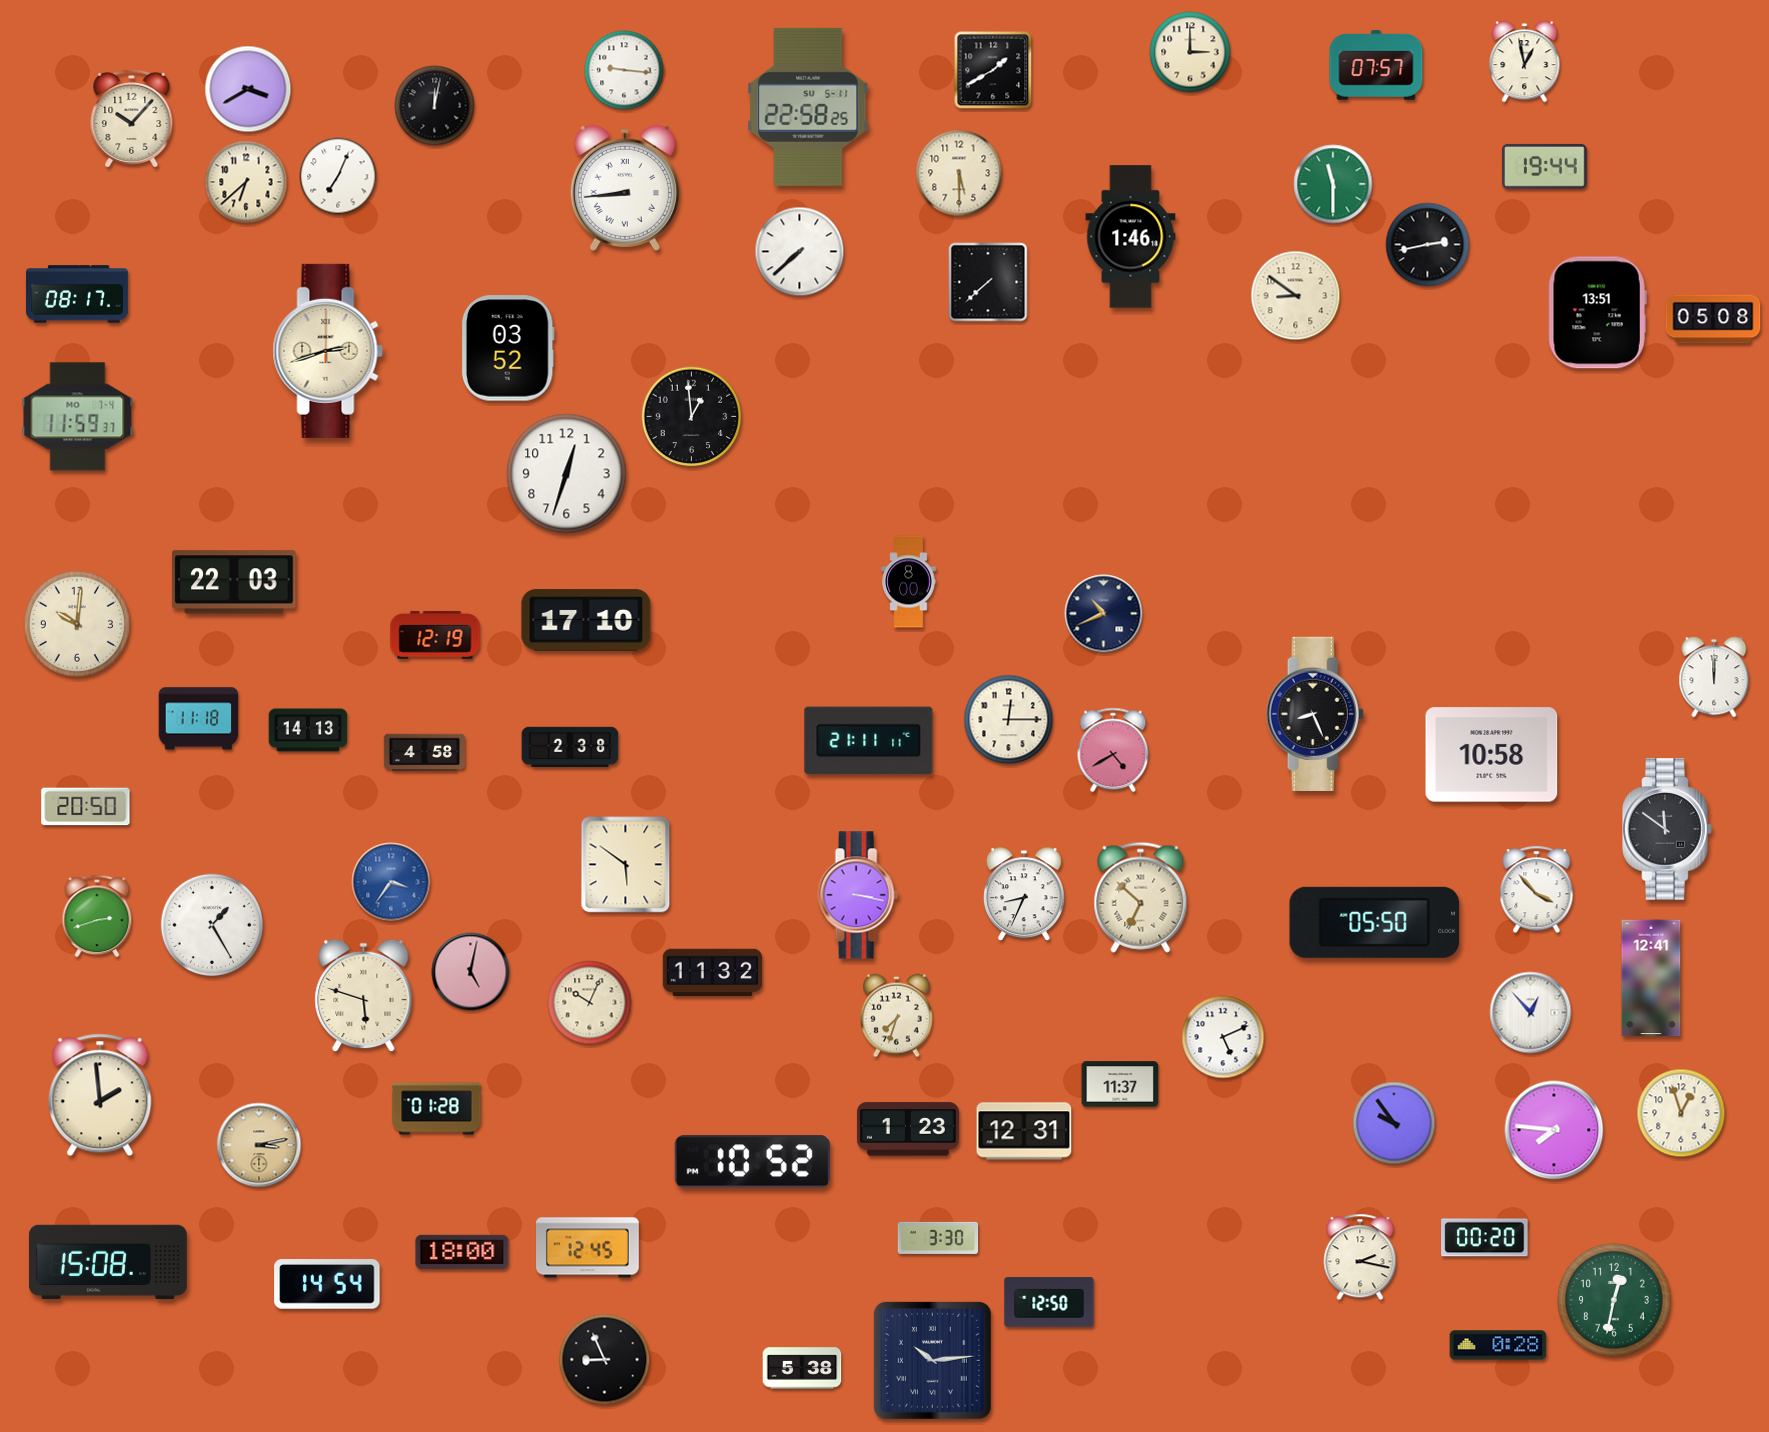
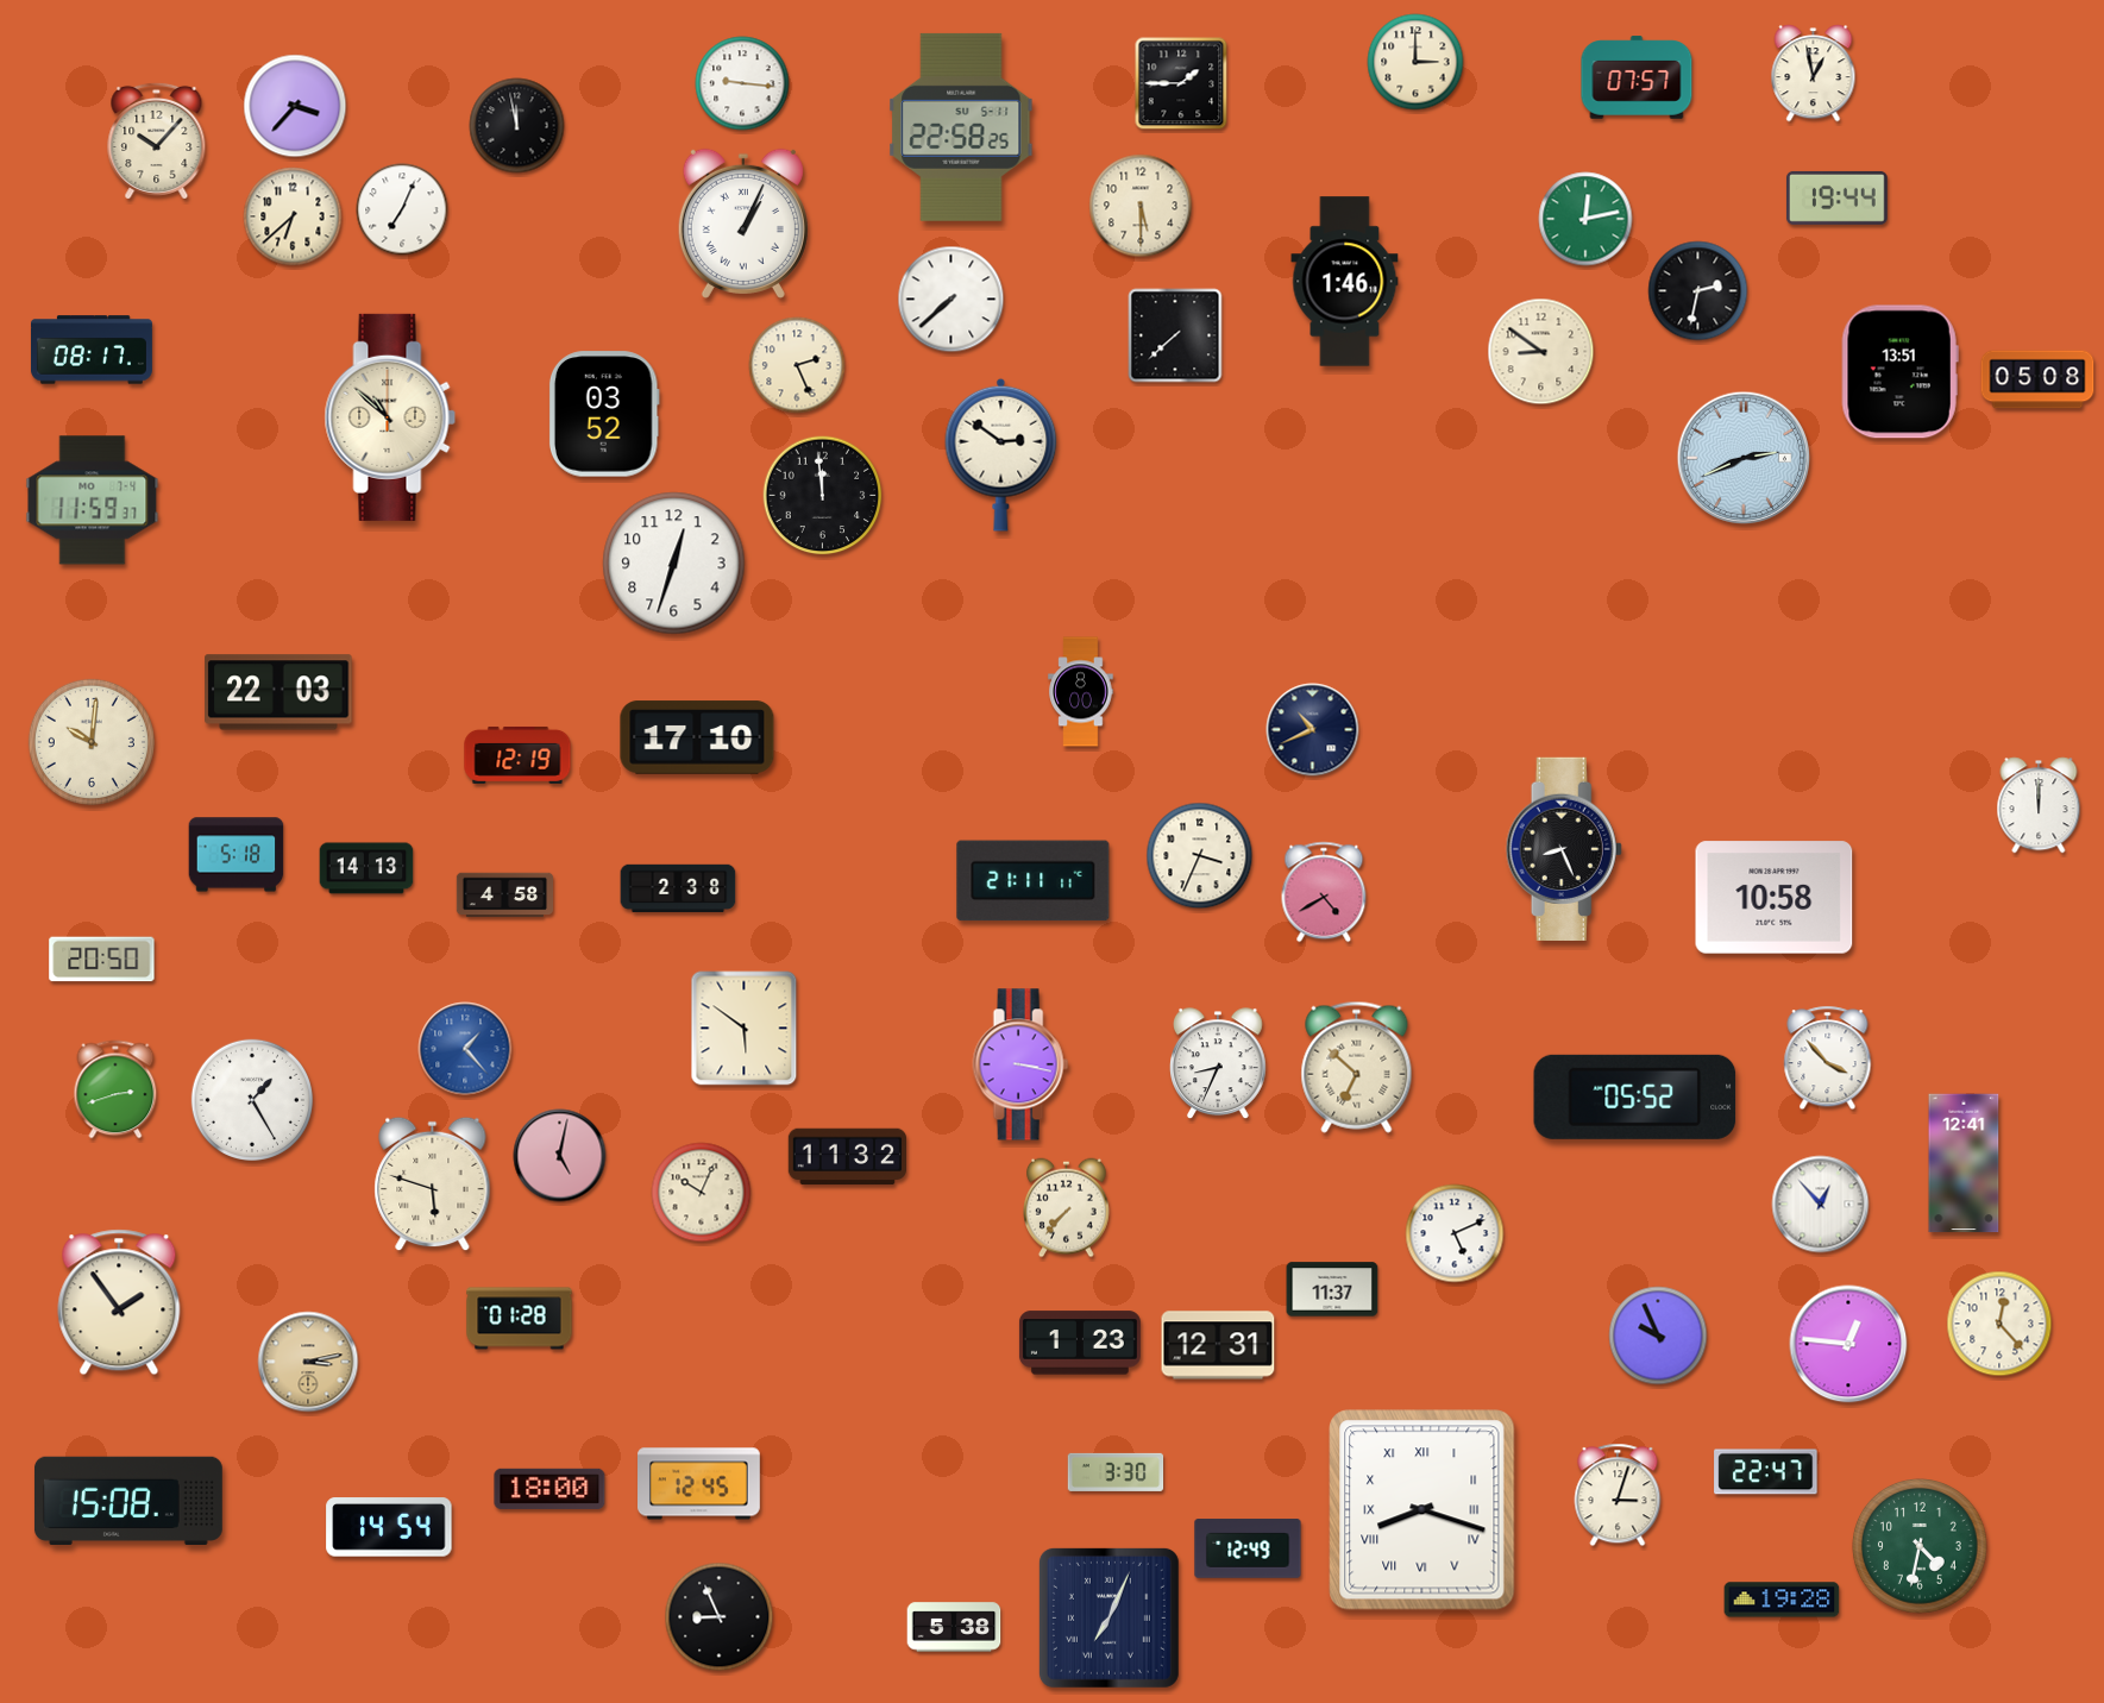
clock at (993, 70): 1:40 -> 1:45
clock at (248, 89): 3:40 -> 3:37
clock at (435, 106): 12:02 -> 11:58
clock at (1333, 184): 11:30 -> 12:13
clock at (625, 188): 8:44 -> 1:04
clock at (1428, 245): 2:43 -> 2:32
clock at (797, 365): none -> 2:26
clock at (328, 351): 2:42 -> 10:52
clock at (1001, 454): none -> 2:51
clock at (1744, 458): none -> 2:41
clock at (78, 417) position: (78, 417) -> (93, 501)
clock at (692, 417): 12:59 -> 11:59
clock at (199, 719): 11:18 -> 5:18
clock at (1009, 720): 12:15 -> 3:34
clock at (1667, 829): 11:51 -> none
clock at (391, 882): 3:36 -> 1:23
clock at (1375, 922): 05:50 -> 05:52
clock at (897, 1016): 7:33 -> 7:37
clock at (100, 1095): 1:59 -> 1:54
clock at (1681, 1113): 12:57 -> 12:23
clock at (1394, 1123): 9:54 -> 9:56
clock at (1554, 1130): 7:46 -> 12:46
clock at (752, 1162): 10:52 -> none
clock at (1485, 1238): 00:20 -> 22:47
clock at (1360, 1257): 2:17 -> 3:03
clock at (1422, 1510): none -> 8:18
clock at (1615, 1301): 12:32 -> 4:32
clock at (1049, 1302): 12:50 -> 12:49
clock at (1498, 1345): 0:28 -> 19:28
clock at (932, 1360): 10:14 -> 7:04
